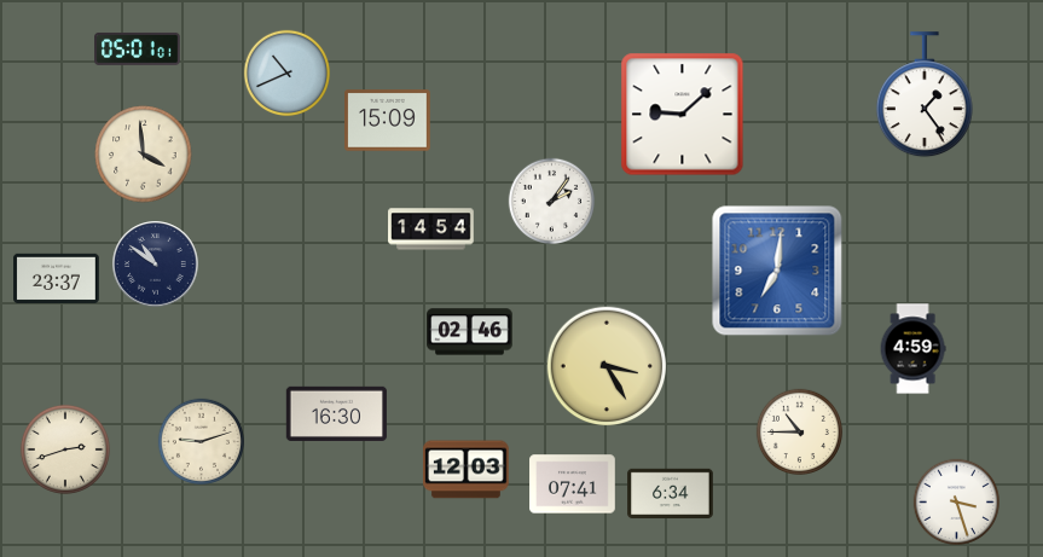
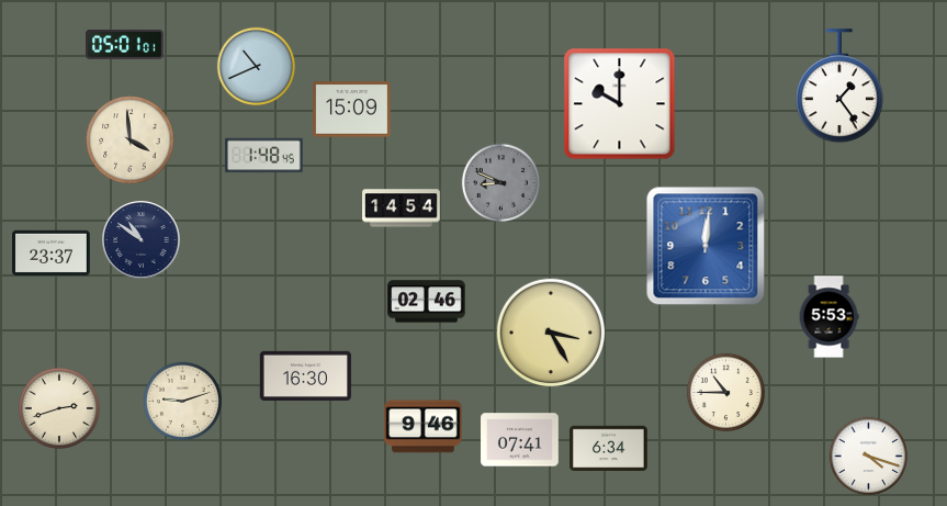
clock at (286, 72) position: (286, 72) -> (256, 66)
clock at (683, 115): 9:08 -> 10:00
clock at (264, 156): none -> 1:48
clock at (551, 201): 2:06 -> 8:49
clock at (551, 201) dial: white -> grey
clock at (431, 230) position: (431, 230) -> (402, 209)
clock at (777, 271): 7:01 -> 12:01
clock at (912, 349): 4:59 -> 5:53
clock at (467, 470): 12:03 -> 9:46
clock at (956, 501): 3:27 -> 4:18
